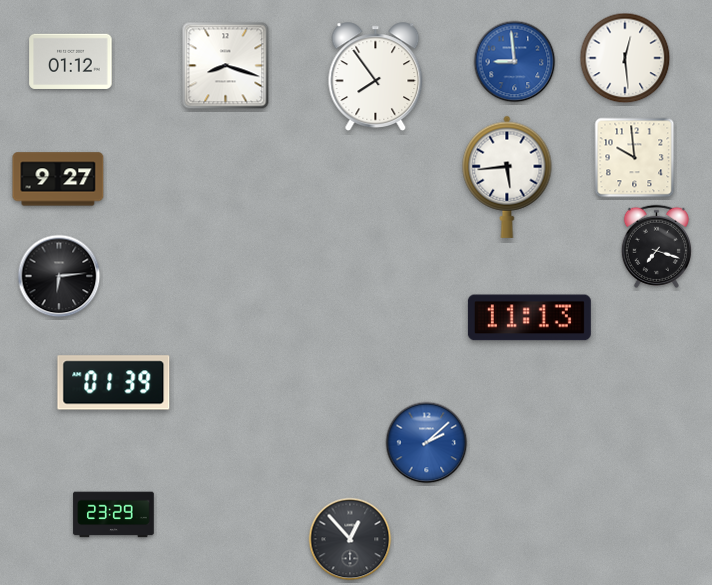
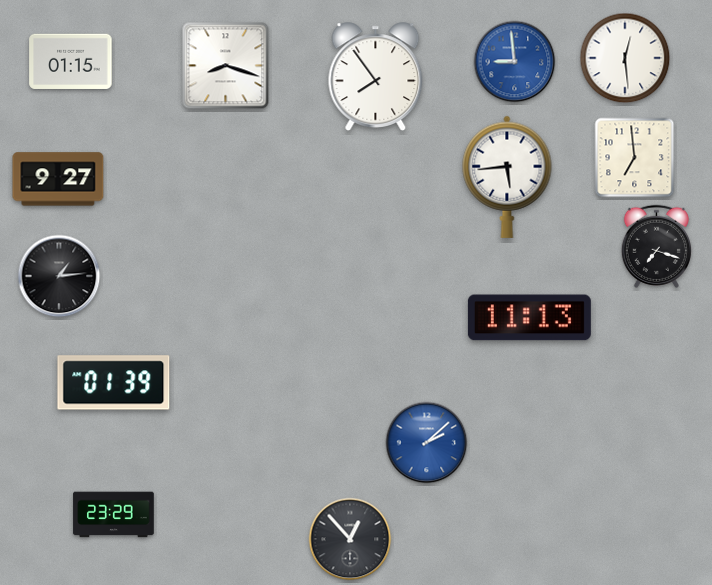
clock at (71, 61): 01:12 -> 01:15
clock at (635, 158): 9:59 -> 6:59
clock at (59, 276): 6:14 -> 1:14
